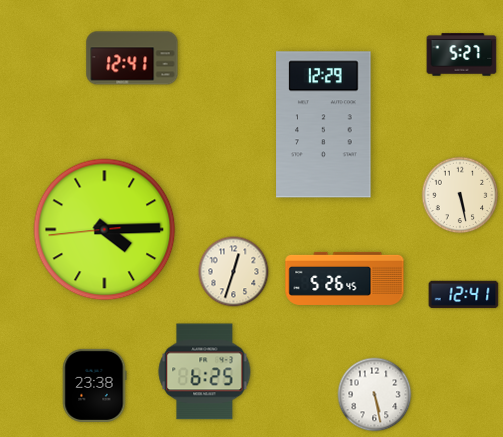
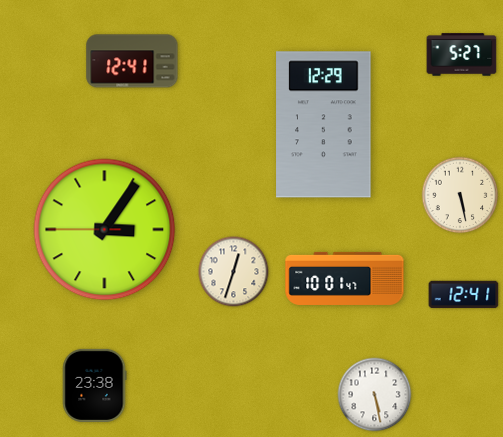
clock at (132, 58) position: (132, 58) -> (132, 61)
clock at (105, 230): 4:14 -> 3:05
clock at (345, 278): 5:26 -> 10:01
clock at (205, 372): 6:25 -> none
